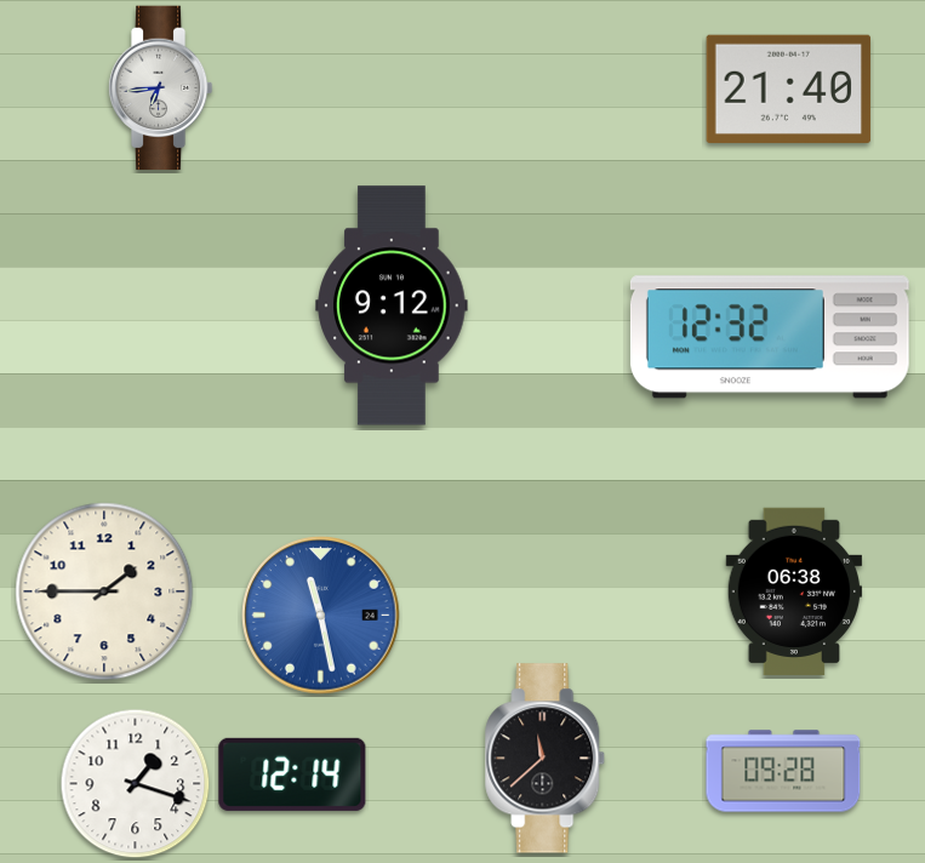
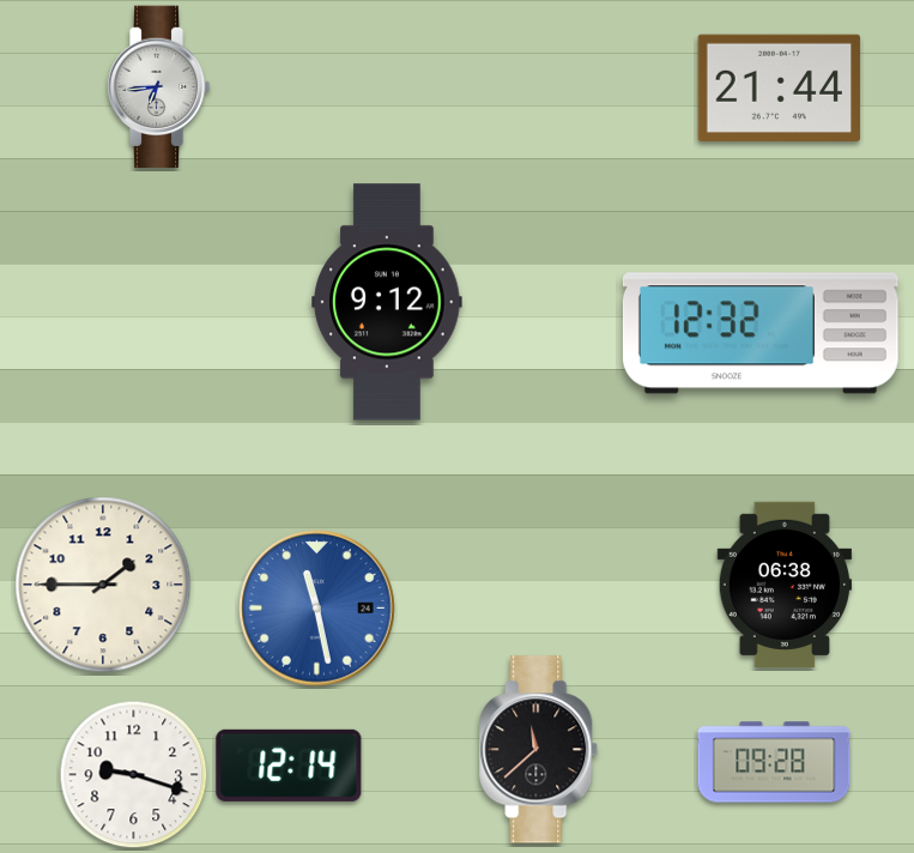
clock at (789, 88): 21:40 -> 21:44
clock at (136, 784): 1:18 -> 9:18
